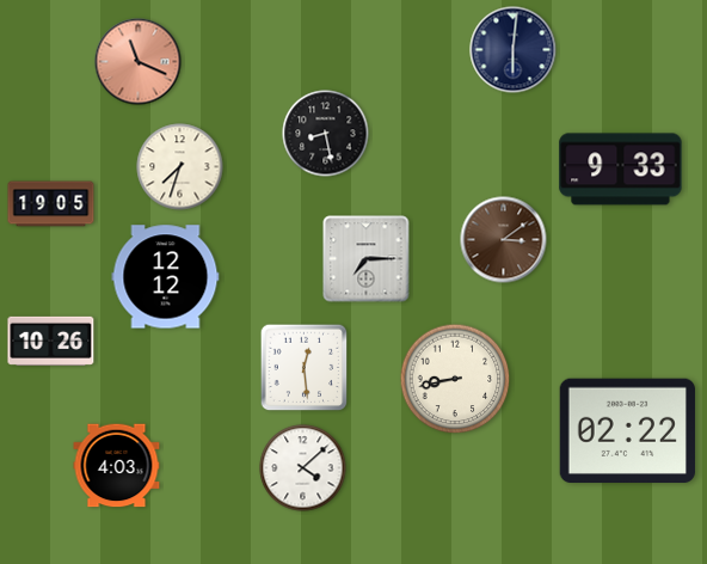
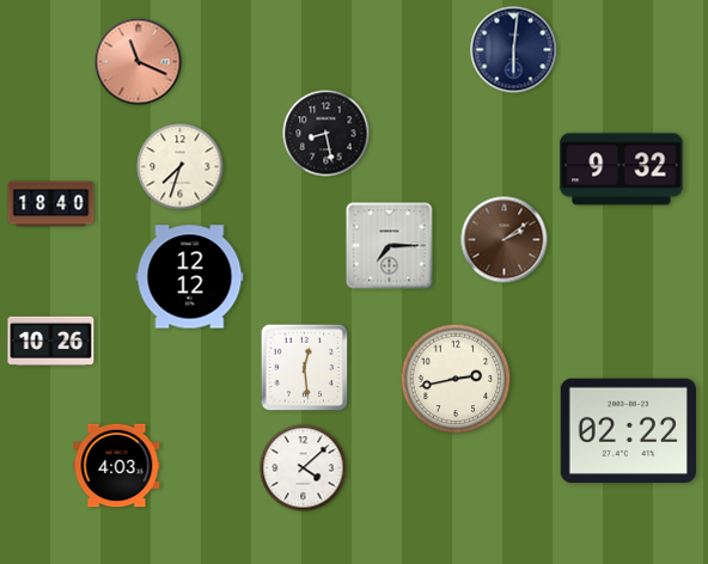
clock at (621, 170): 9:33 -> 9:32
clock at (51, 204): 19:05 -> 18:40
clock at (504, 240): 3:09 -> 2:09
clock at (367, 259) position: (367, 259) -> (390, 246)
clock at (166, 277) position: (166, 277) -> (190, 277)
clock at (455, 379): 8:43 -> 2:43
